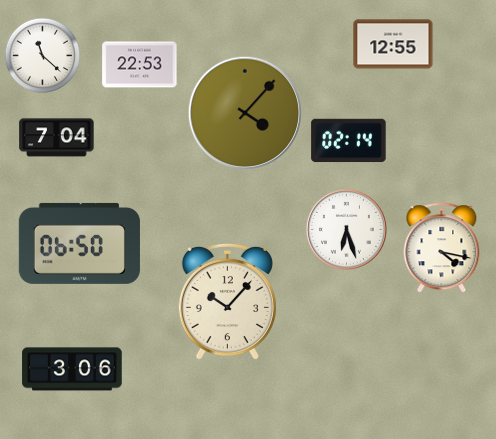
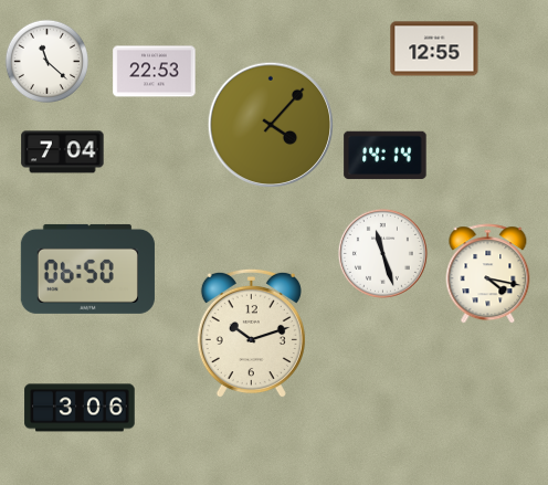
clock at (349, 141): 02:14 -> 14:14
clock at (346, 229): 6:27 -> 11:27
clock at (227, 302): 10:07 -> 10:12
